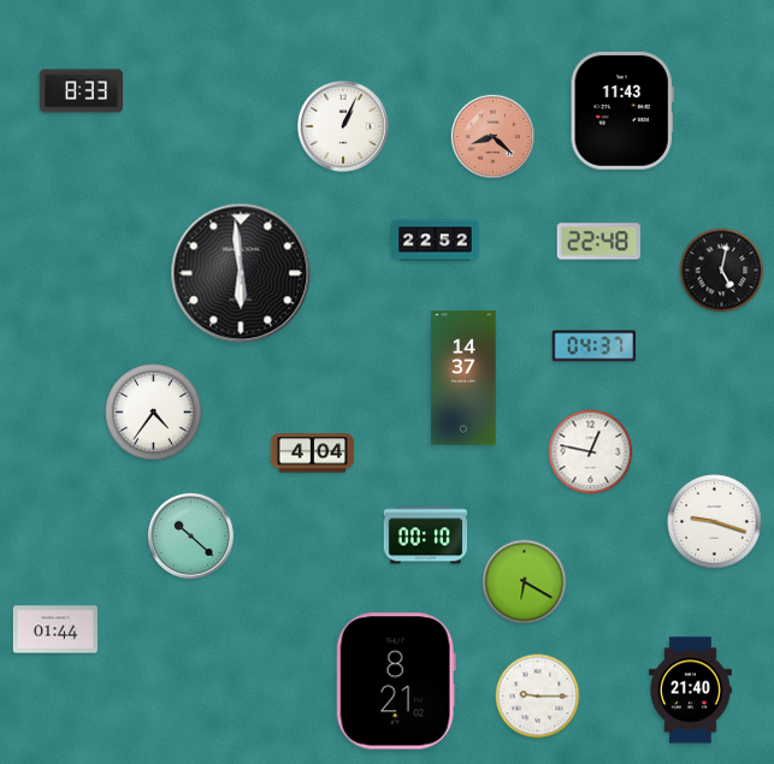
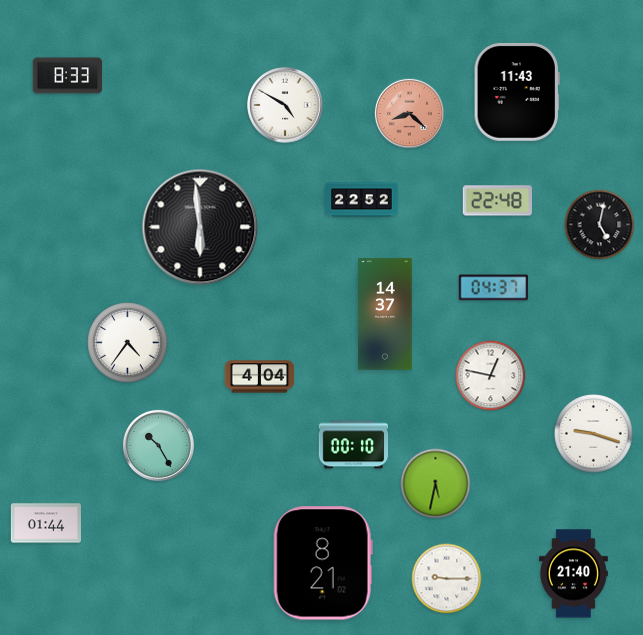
clock at (343, 126): 1:04 -> 4:50
clock at (190, 535): 10:22 -> 10:25
clock at (525, 582): 6:20 -> 5:32
clock at (396, 681) position: (396, 681) -> (323, 563)
